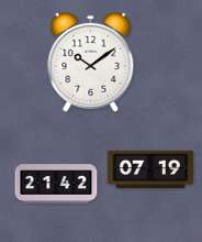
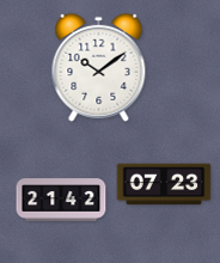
clock at (150, 169): 07:19 -> 07:23
